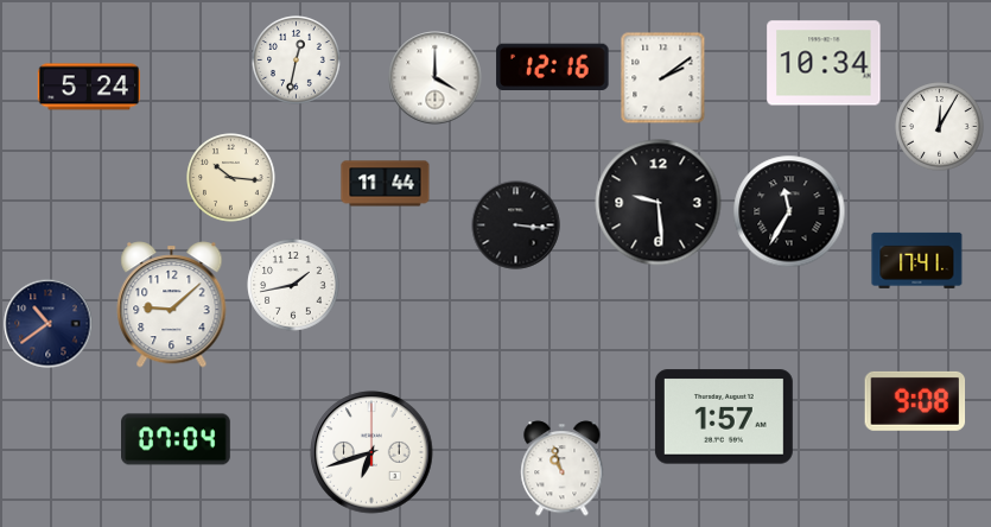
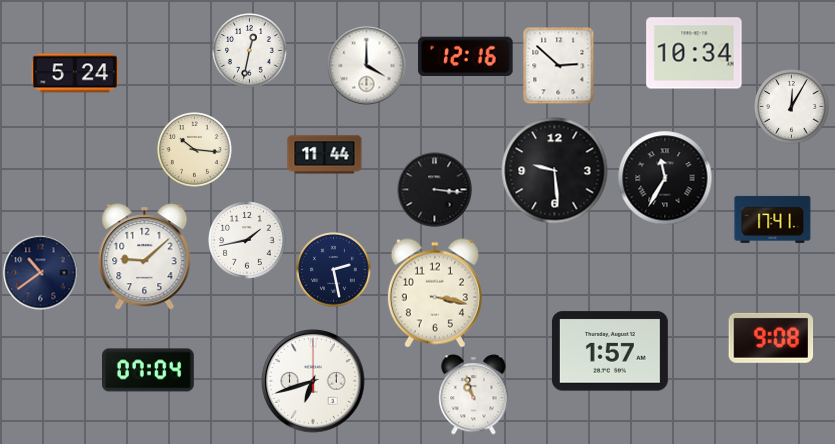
clock at (663, 78): 2:09 -> 2:52
clock at (334, 270): none -> 2:28
clock at (435, 293): none -> 3:17
